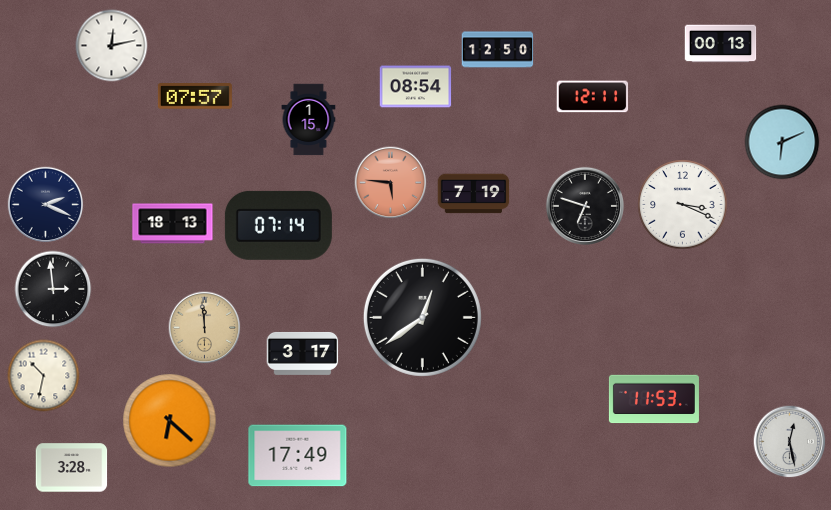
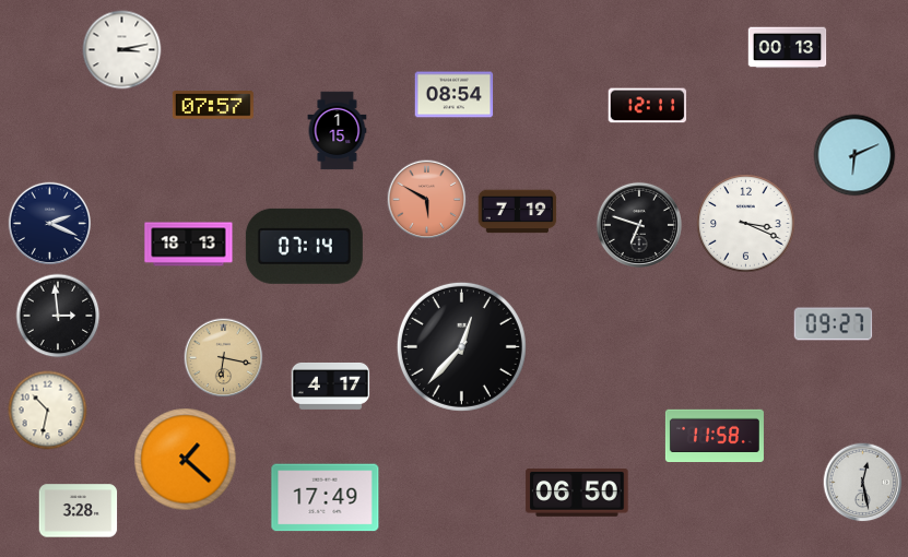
clock at (112, 46): 12:13 -> 3:13
clock at (498, 50): 12:50 -> none
clock at (391, 183): 5:46 -> 5:50
clock at (834, 324): none -> 09:27
clock at (422, 317): 12:39 -> 12:37
clock at (205, 328): 11:59 -> 6:17
clock at (303, 353): 3:17 -> 4:17
clock at (654, 399): 11:53 -> 11:58
clock at (170, 421): 6:22 -> 1:22
clock at (577, 494): none -> 06:50
